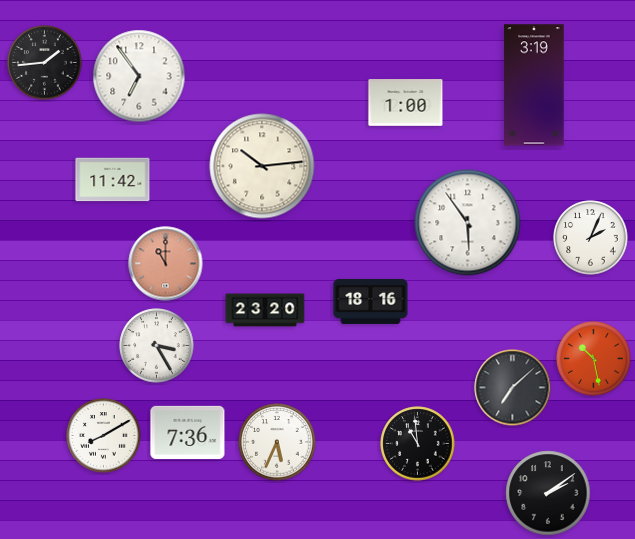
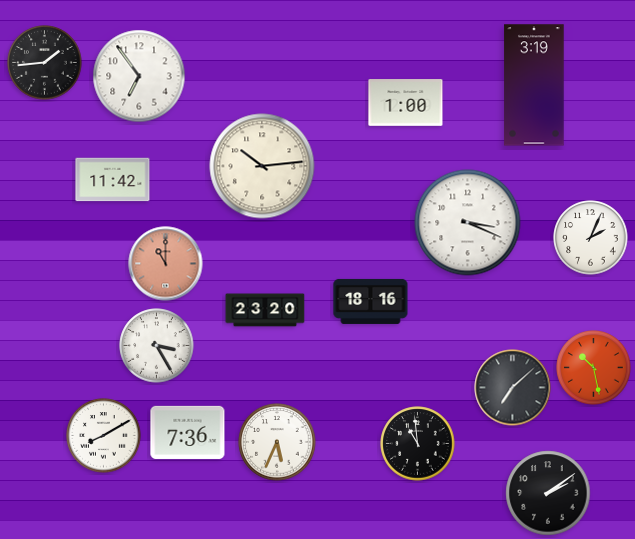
clock at (468, 223): 5:54 -> 3:19
clock at (594, 359) position: (594, 359) -> (594, 368)
